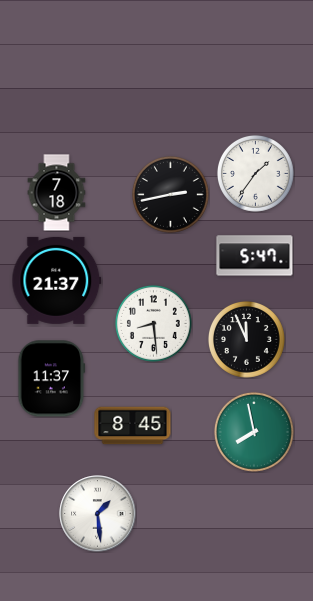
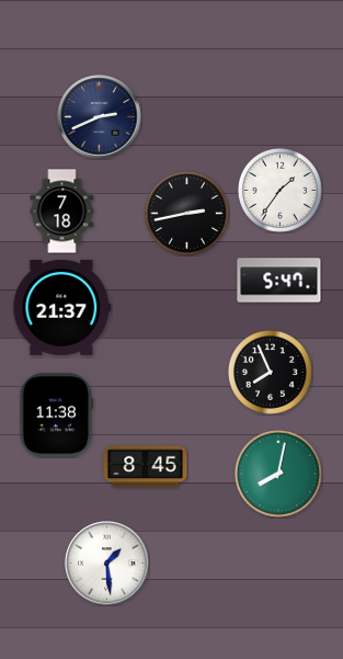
clock at (100, 117): none -> 2:41
clock at (153, 323): 8:29 -> none
clock at (246, 339): 11:56 -> 7:56
clock at (52, 379): 11:37 -> 11:38
clock at (254, 432): 7:58 -> 8:02
